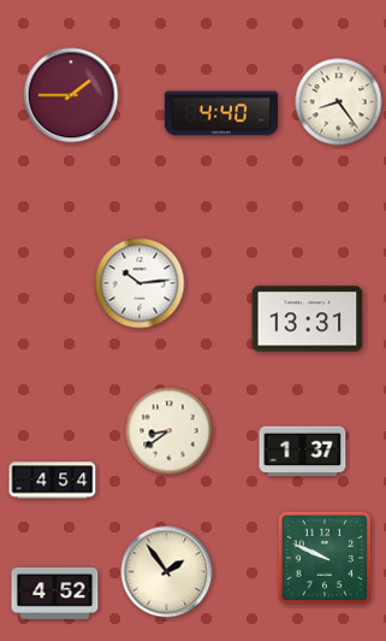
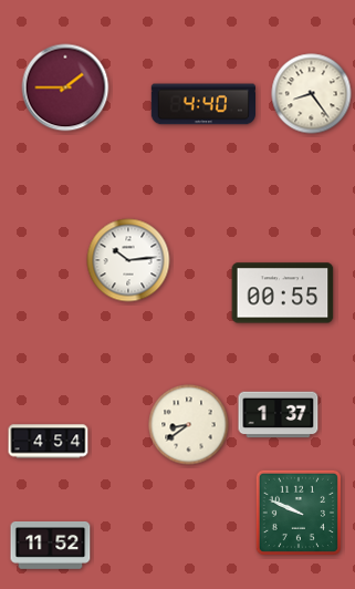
clock at (308, 319): 13:31 -> 00:55
clock at (170, 431) position: (170, 431) -> (189, 425)
clock at (167, 572): 1:54 -> none
clock at (55, 593): 4:52 -> 11:52
